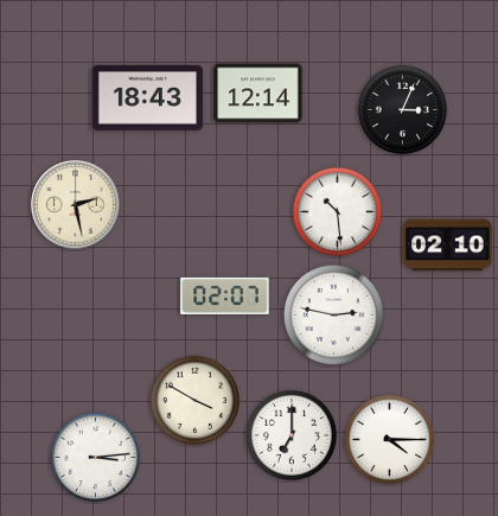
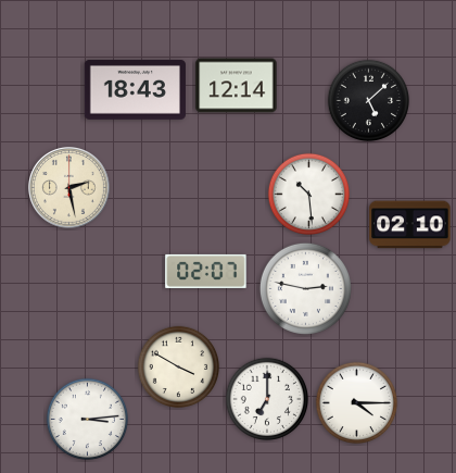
clock at (402, 109): 3:04 -> 5:08
